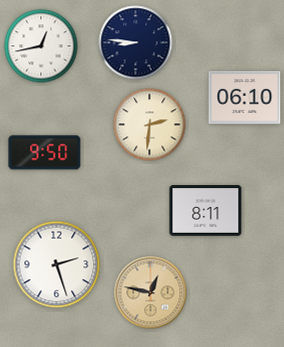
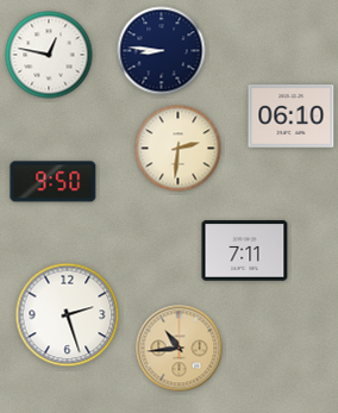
clock at (41, 46): 12:43 -> 12:47
clock at (206, 211): 8:11 -> 7:11
clock at (151, 293): 12:47 -> 10:44
